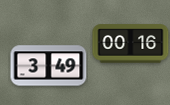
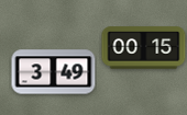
clock at (131, 44): 00:16 -> 00:15
